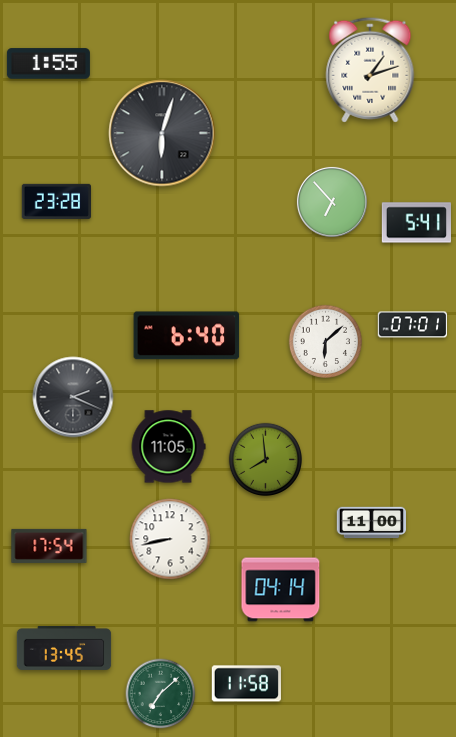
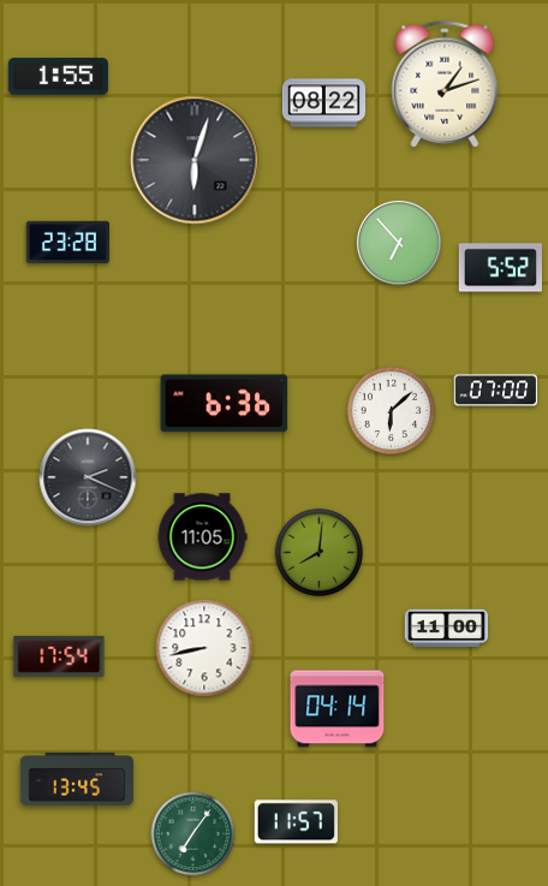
clock at (324, 103): none -> 08:22
clock at (416, 223): 5:41 -> 5:52
clock at (412, 325): 07:01 -> 07:00
clock at (187, 336): 6:40 -> 6:36
clock at (265, 459): 7:59 -> 8:01
clock at (246, 684): 11:58 -> 11:57
clock at (161, 694): 7:08 -> 7:06
